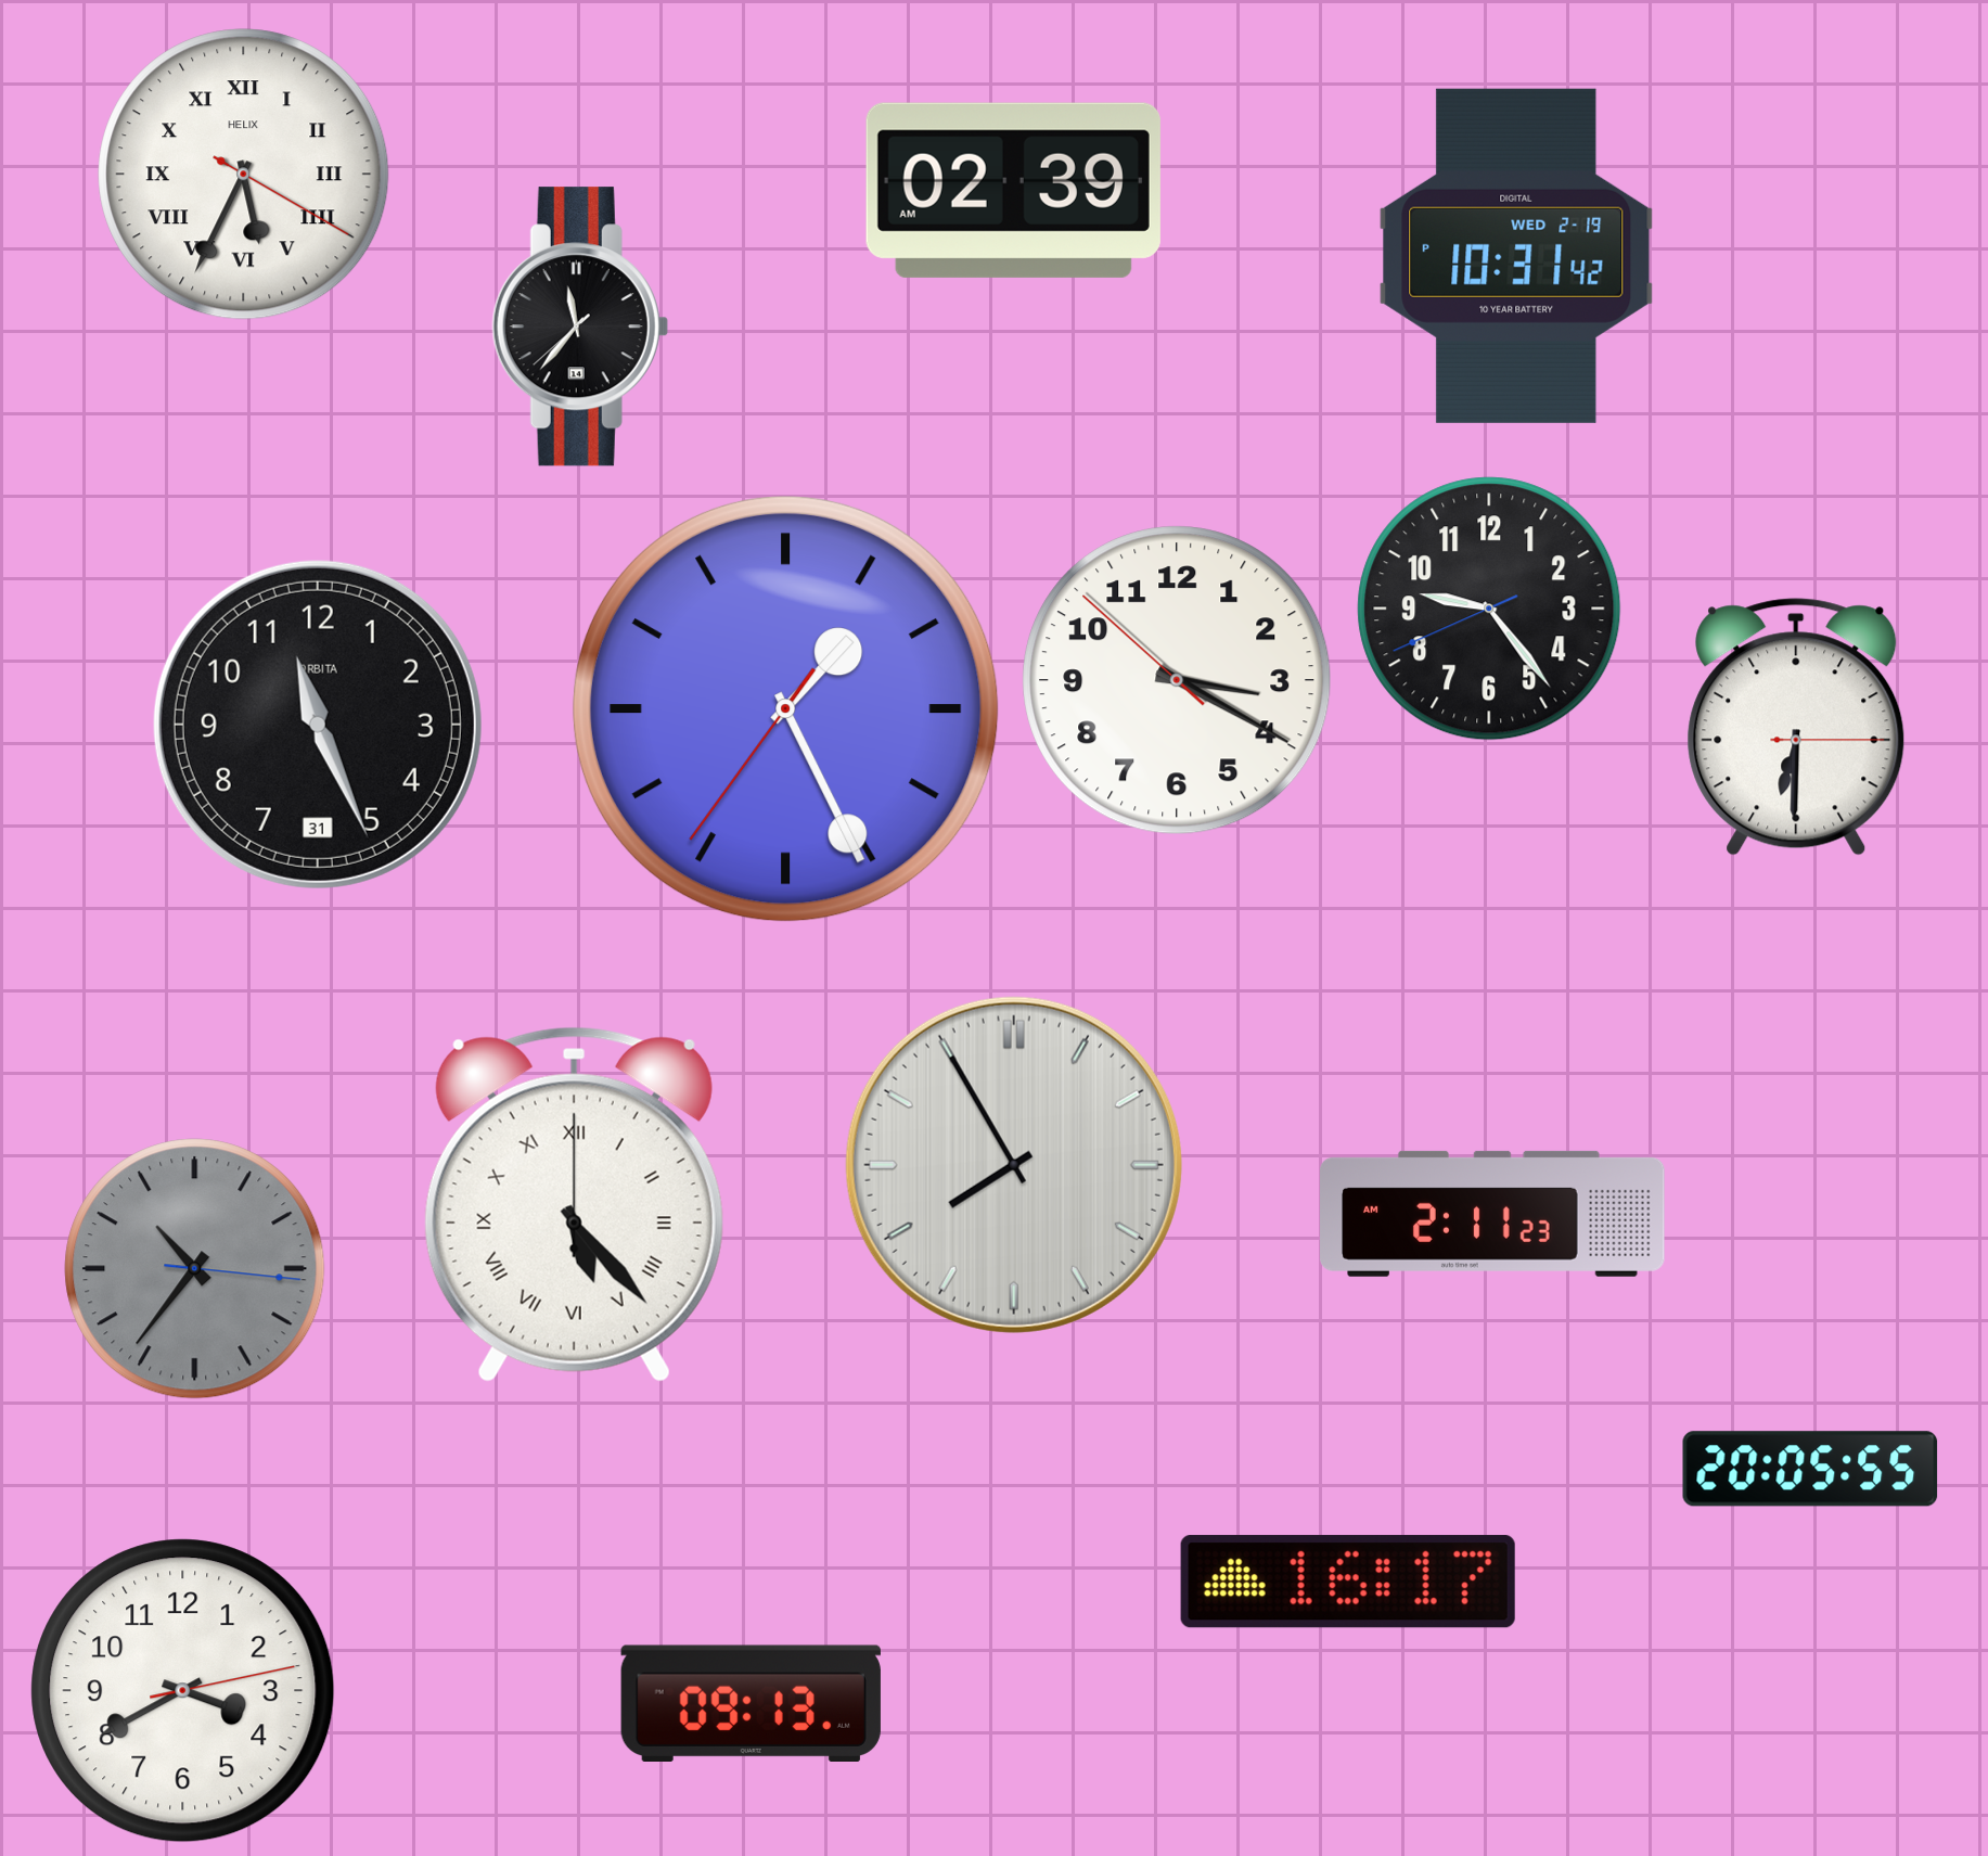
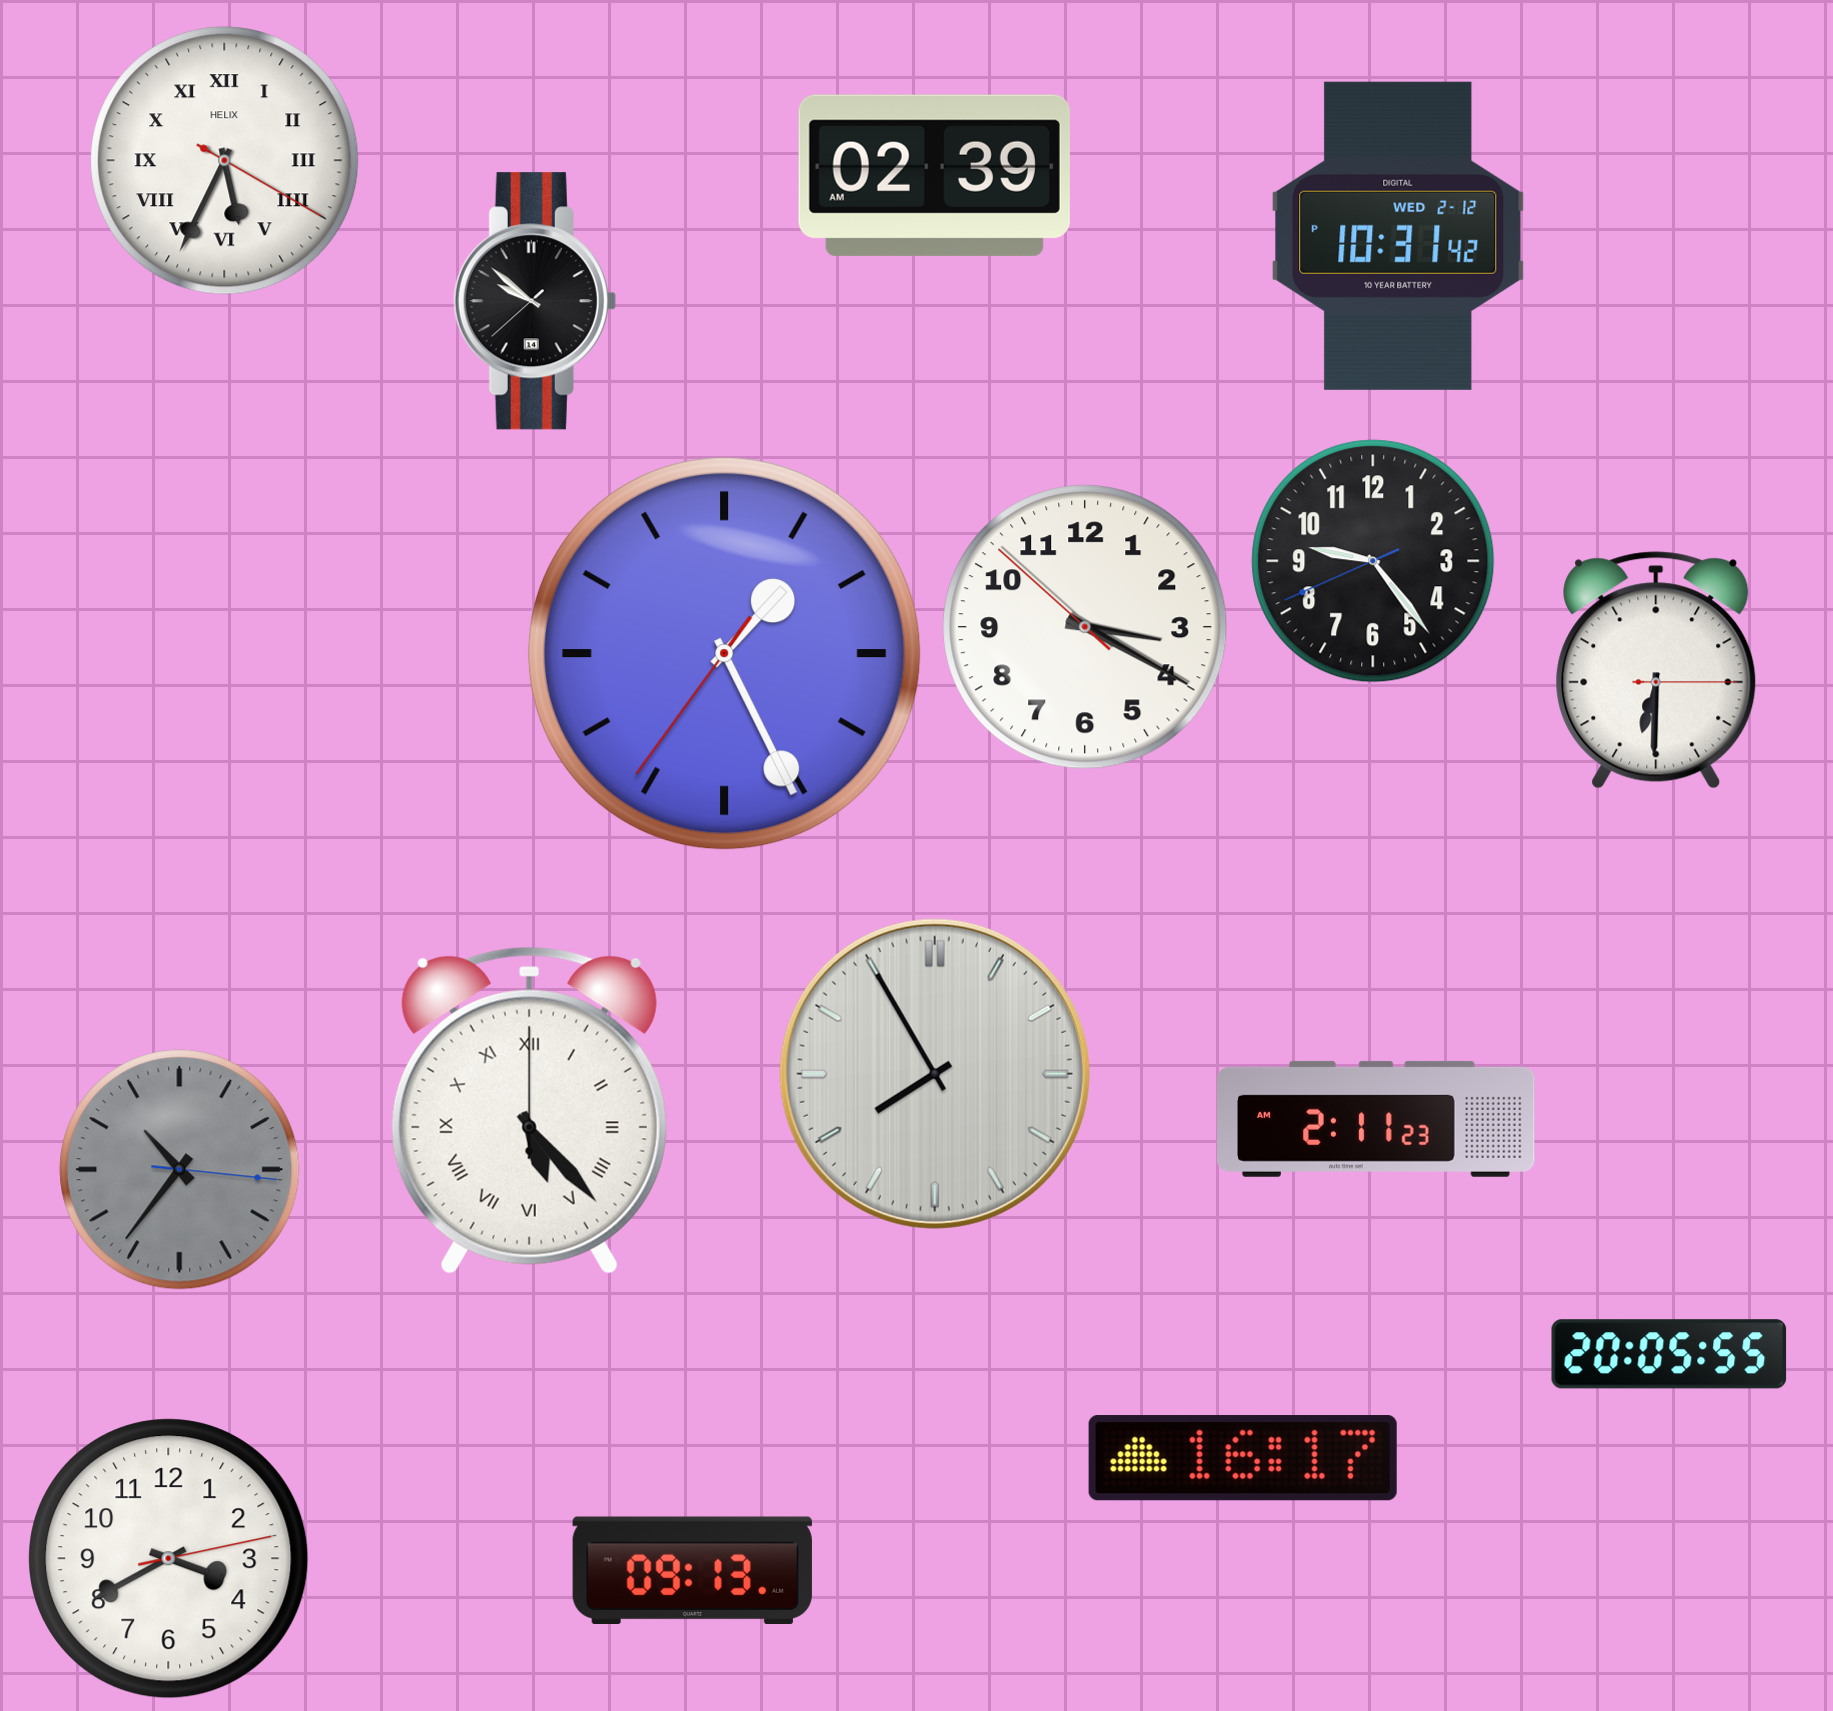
clock at (1516, 256) date: WED 2-19 -> WED 2-12
clock at (580, 327): 11:36 -> 9:51
clock at (318, 725): 11:26 -> none
